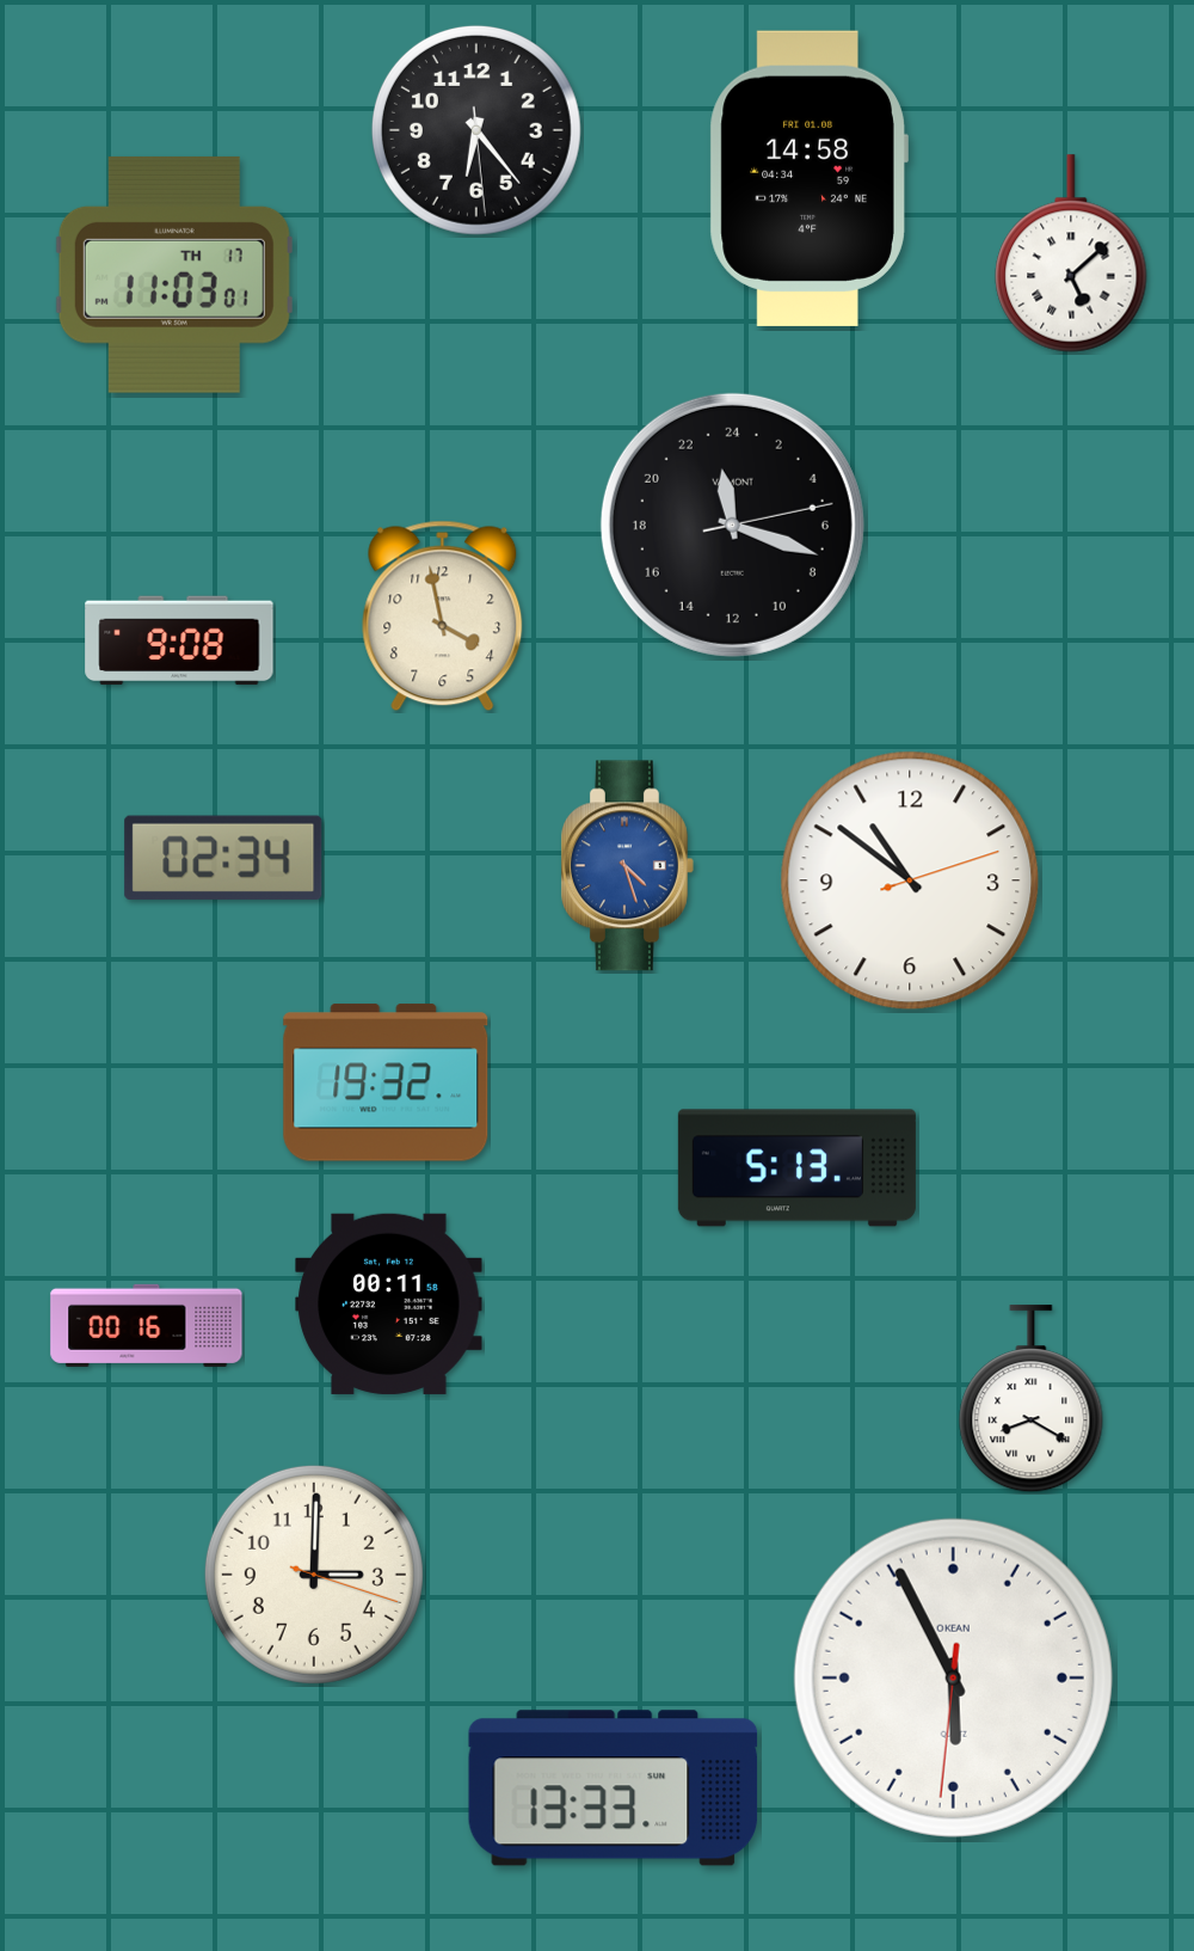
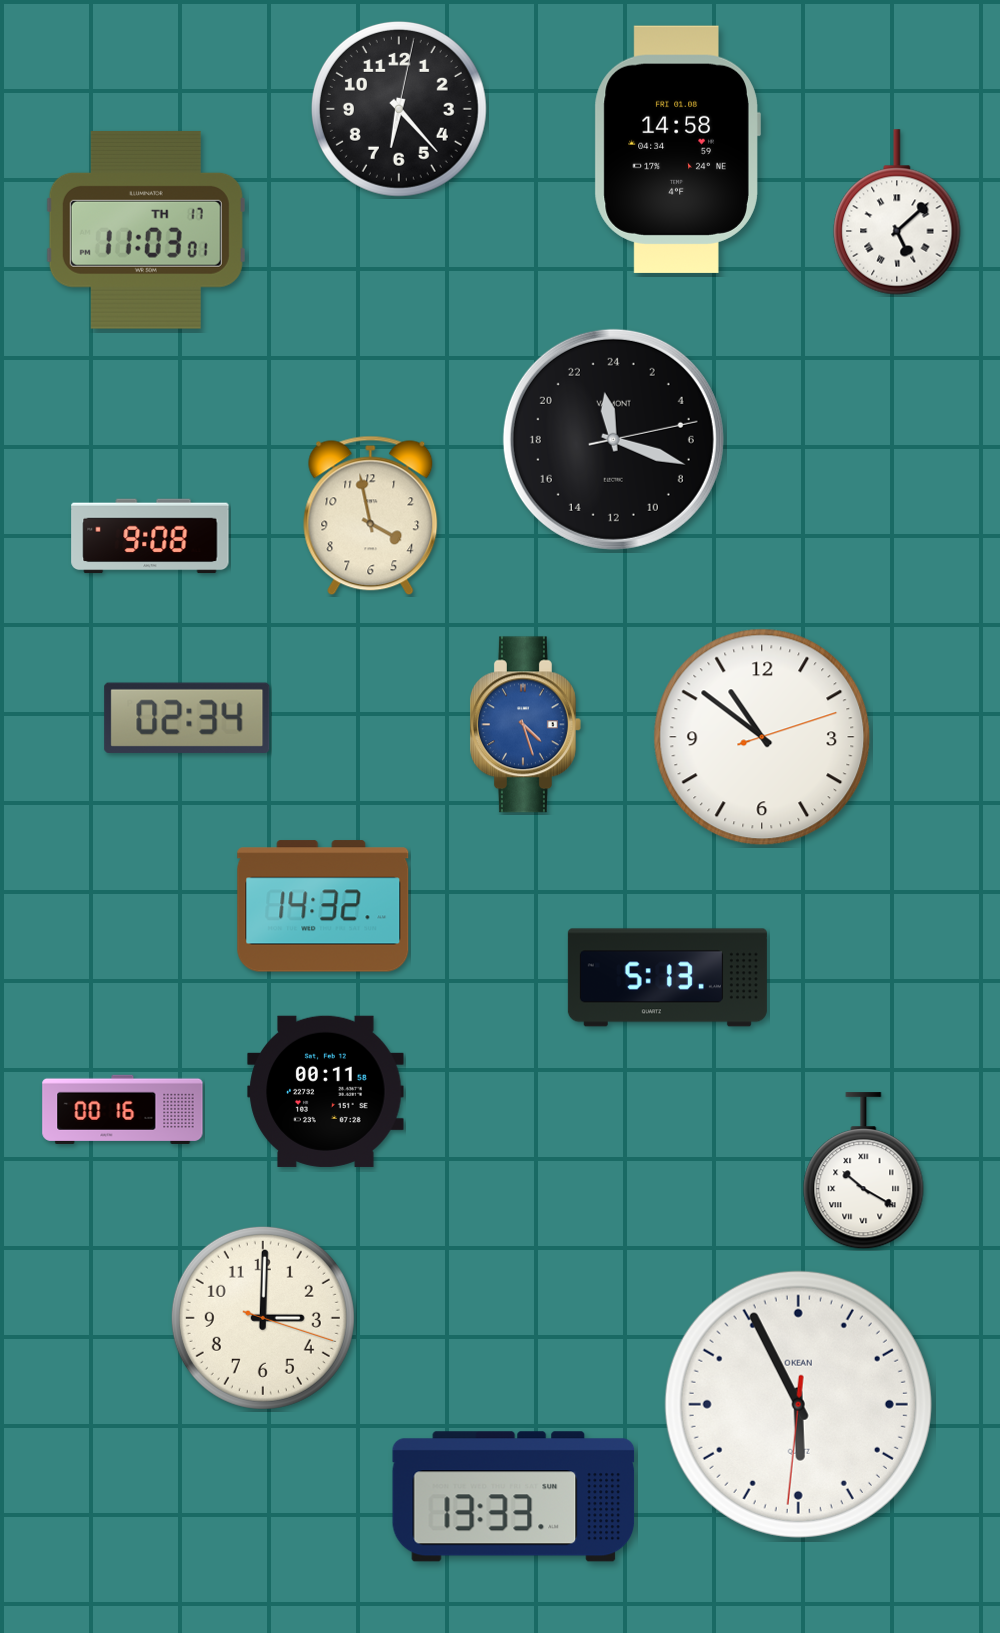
clock at (476, 130): 6:23:29 -> 6:23:02
clock at (386, 1082): 19:32 -> 14:32
clock at (1032, 1399): 8:20 -> 10:20
